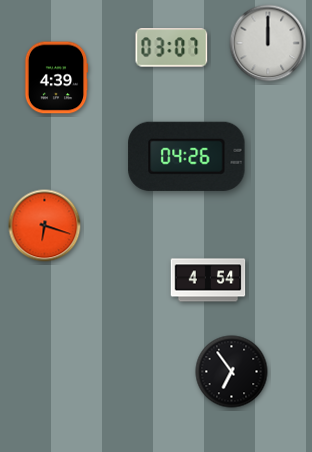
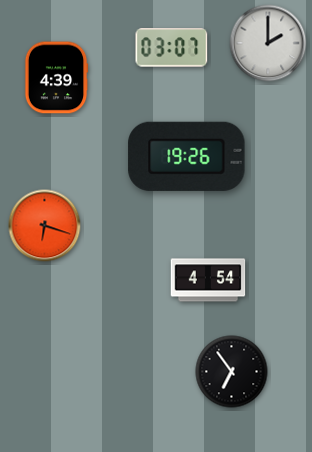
clock at (268, 43): 12:00 -> 2:00
clock at (187, 156): 04:26 -> 19:26
